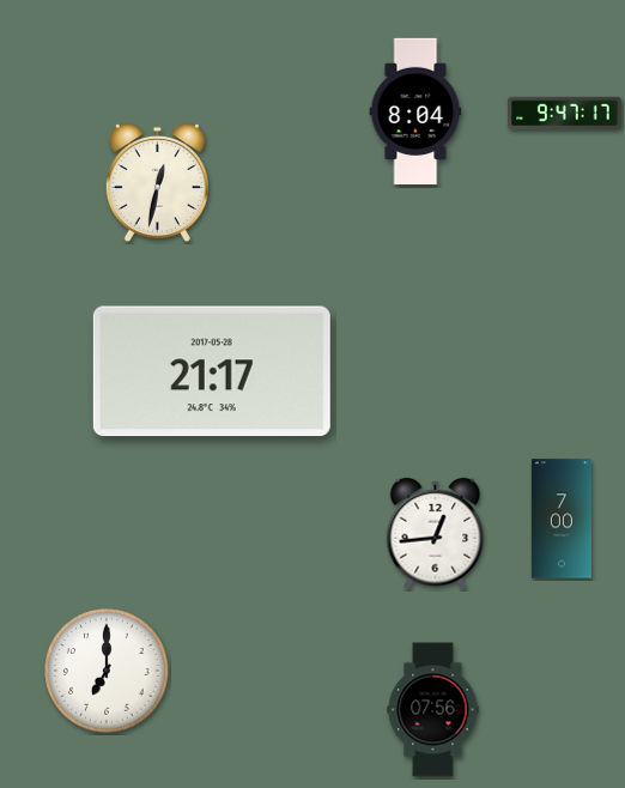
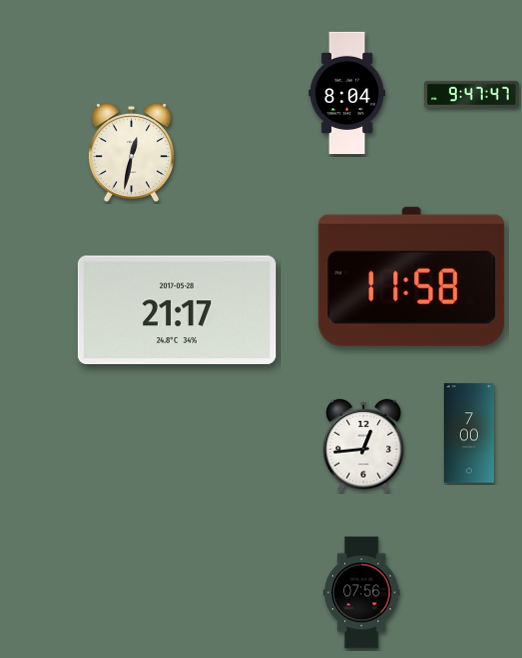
clock at (565, 113): 9:47:17 -> 9:47:47
clock at (412, 276): none -> 11:58
clock at (107, 671): 7:00 -> none
